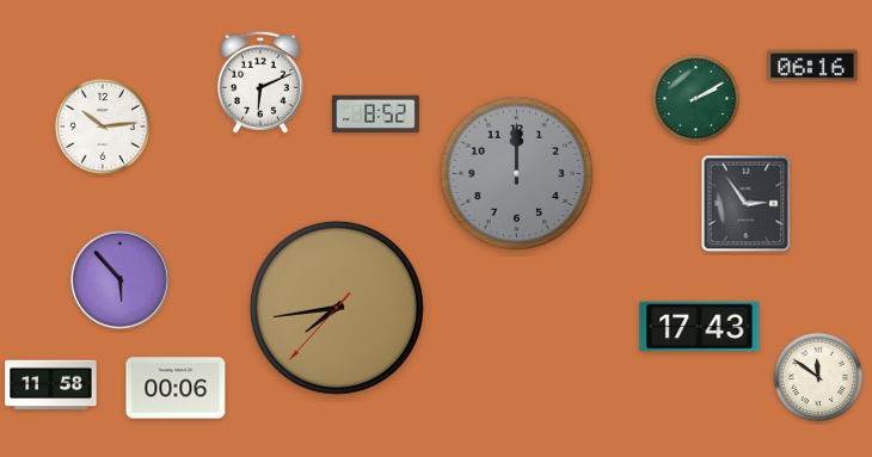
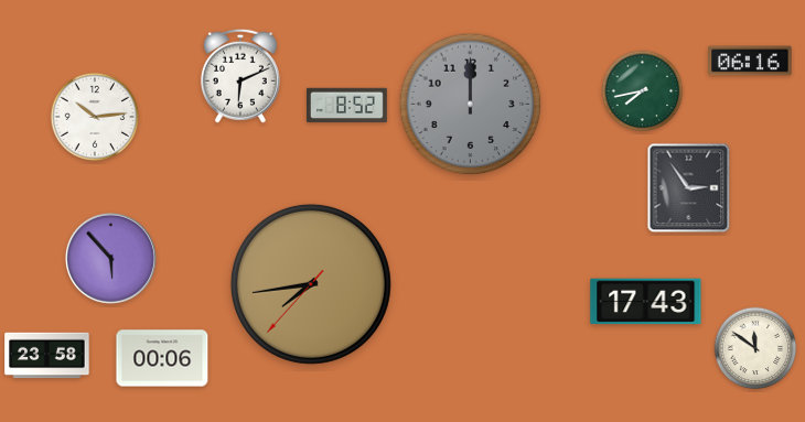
clock at (696, 99): 2:10 -> 7:43
clock at (517, 174) position: (517, 174) -> (471, 105)
clock at (51, 385): 11:58 -> 23:58
